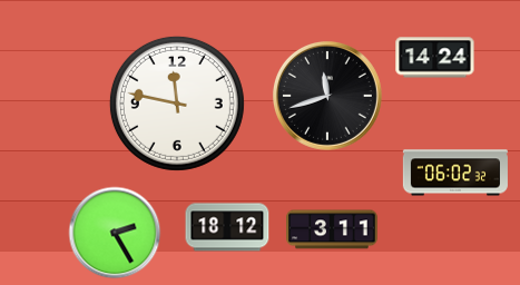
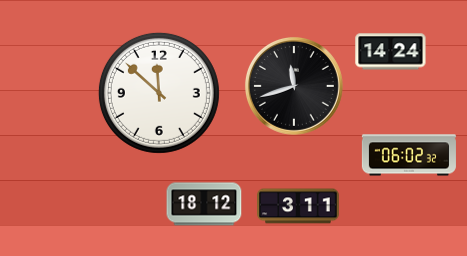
clock at (177, 104): 11:47 -> 11:52
clock at (115, 233): 2:25 -> none
